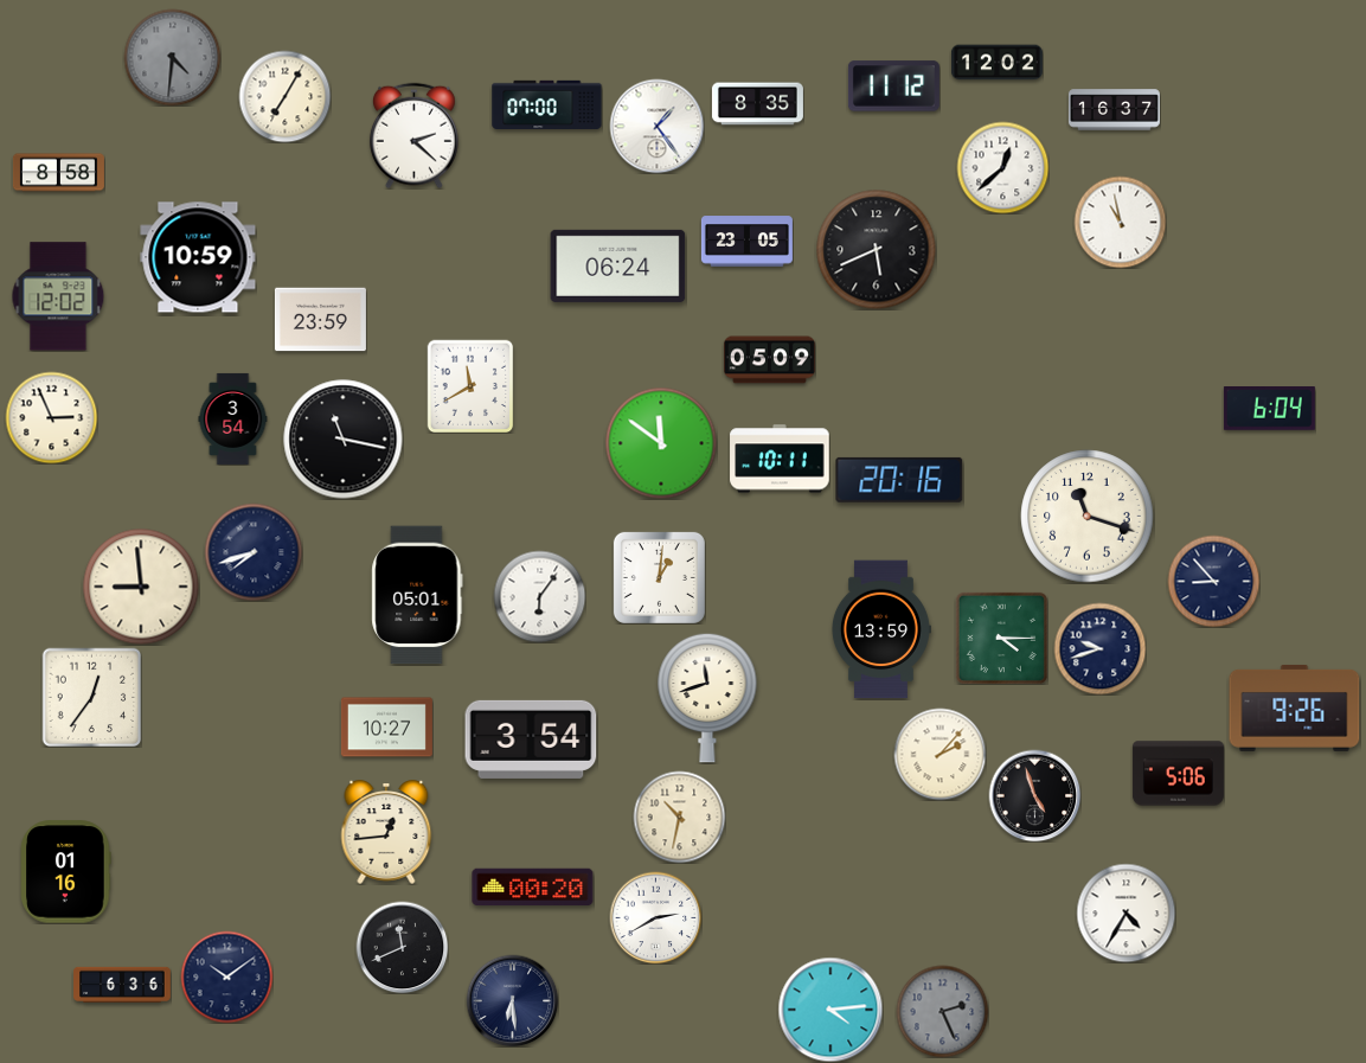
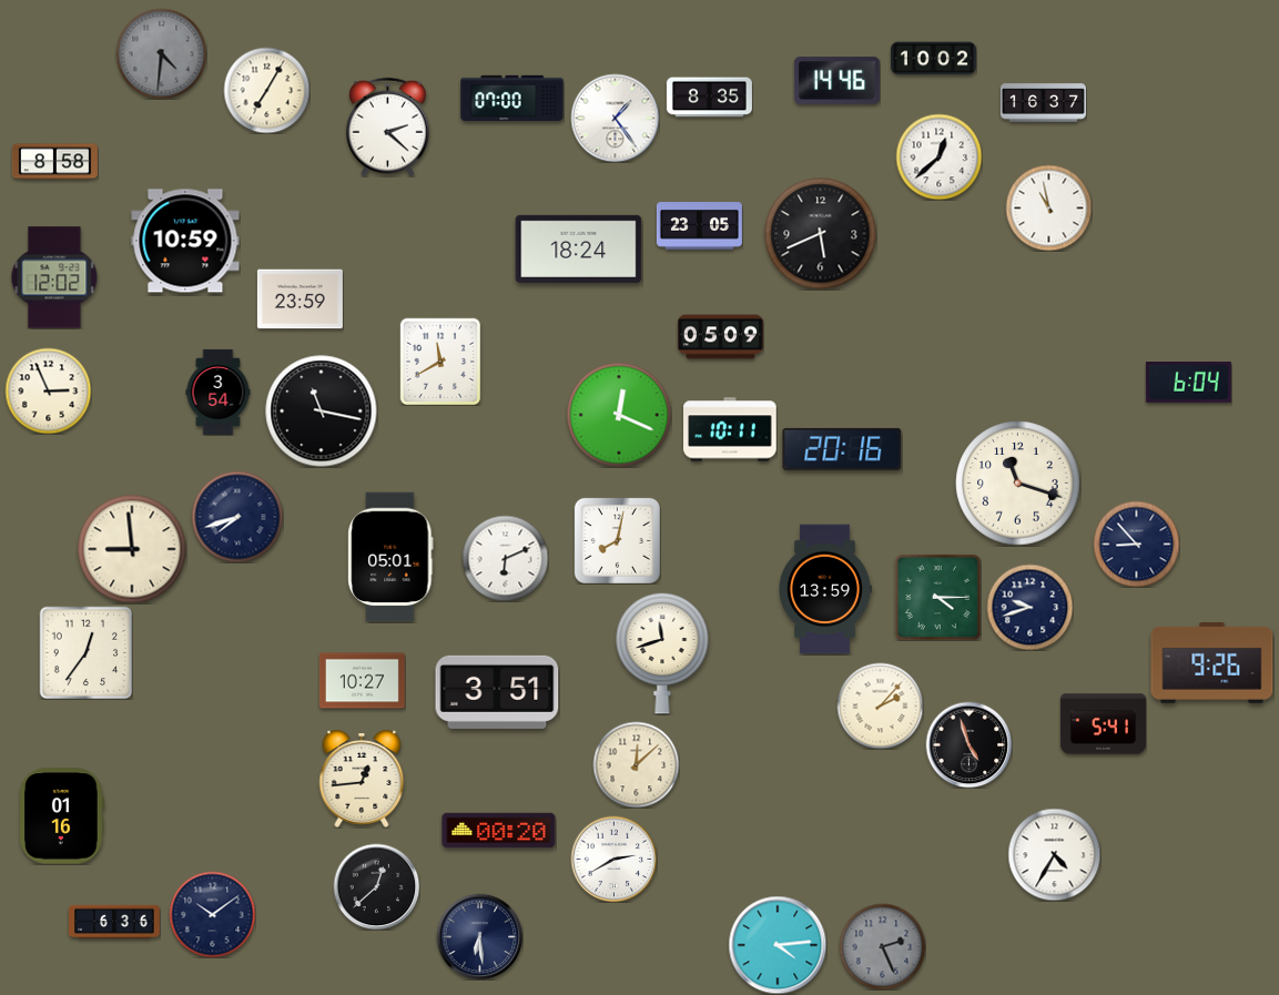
clock at (996, 63): 12:02 -> 10:02
clock at (893, 87): 11:12 -> 14:46
clock at (618, 265): 06:24 -> 18:24
clock at (661, 443): 11:51 -> 12:19
clock at (659, 577): 1:01 -> 8:02
clock at (539, 596): 6:06 -> 6:11
clock at (531, 739): 3:54 -> 3:51
clock at (1178, 774): 5:06 -> 5:41
clock at (679, 817): 10:32 -> 12:08
clock at (402, 947): 11:41 -> 12:38
